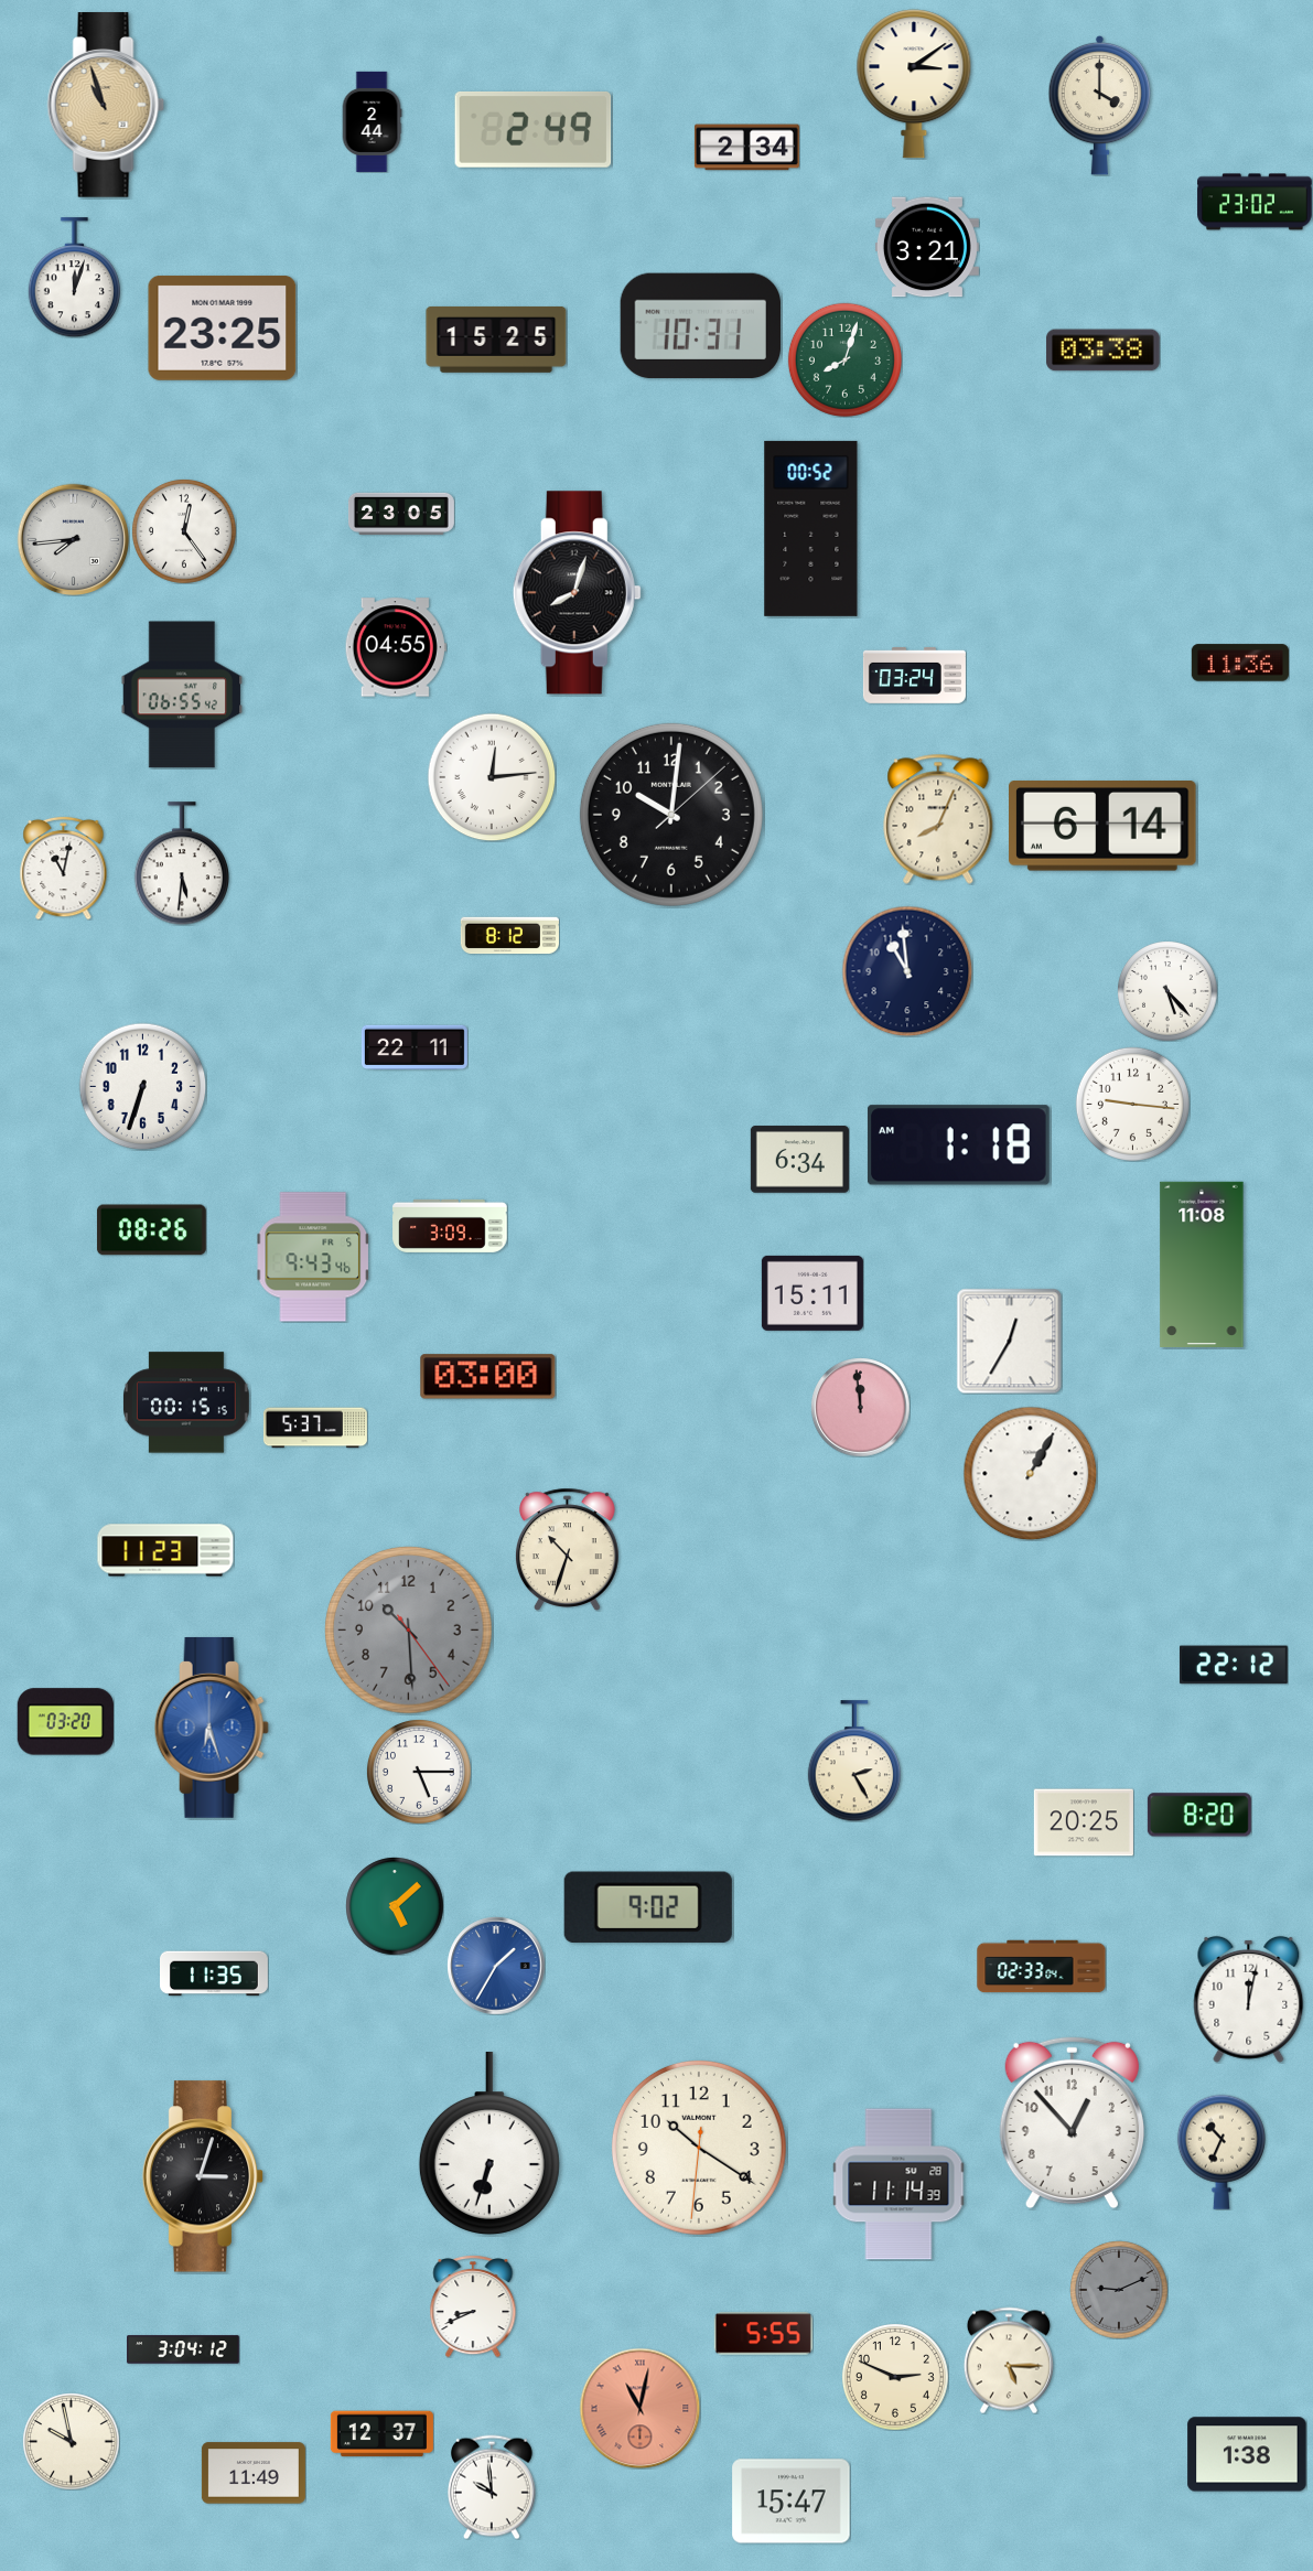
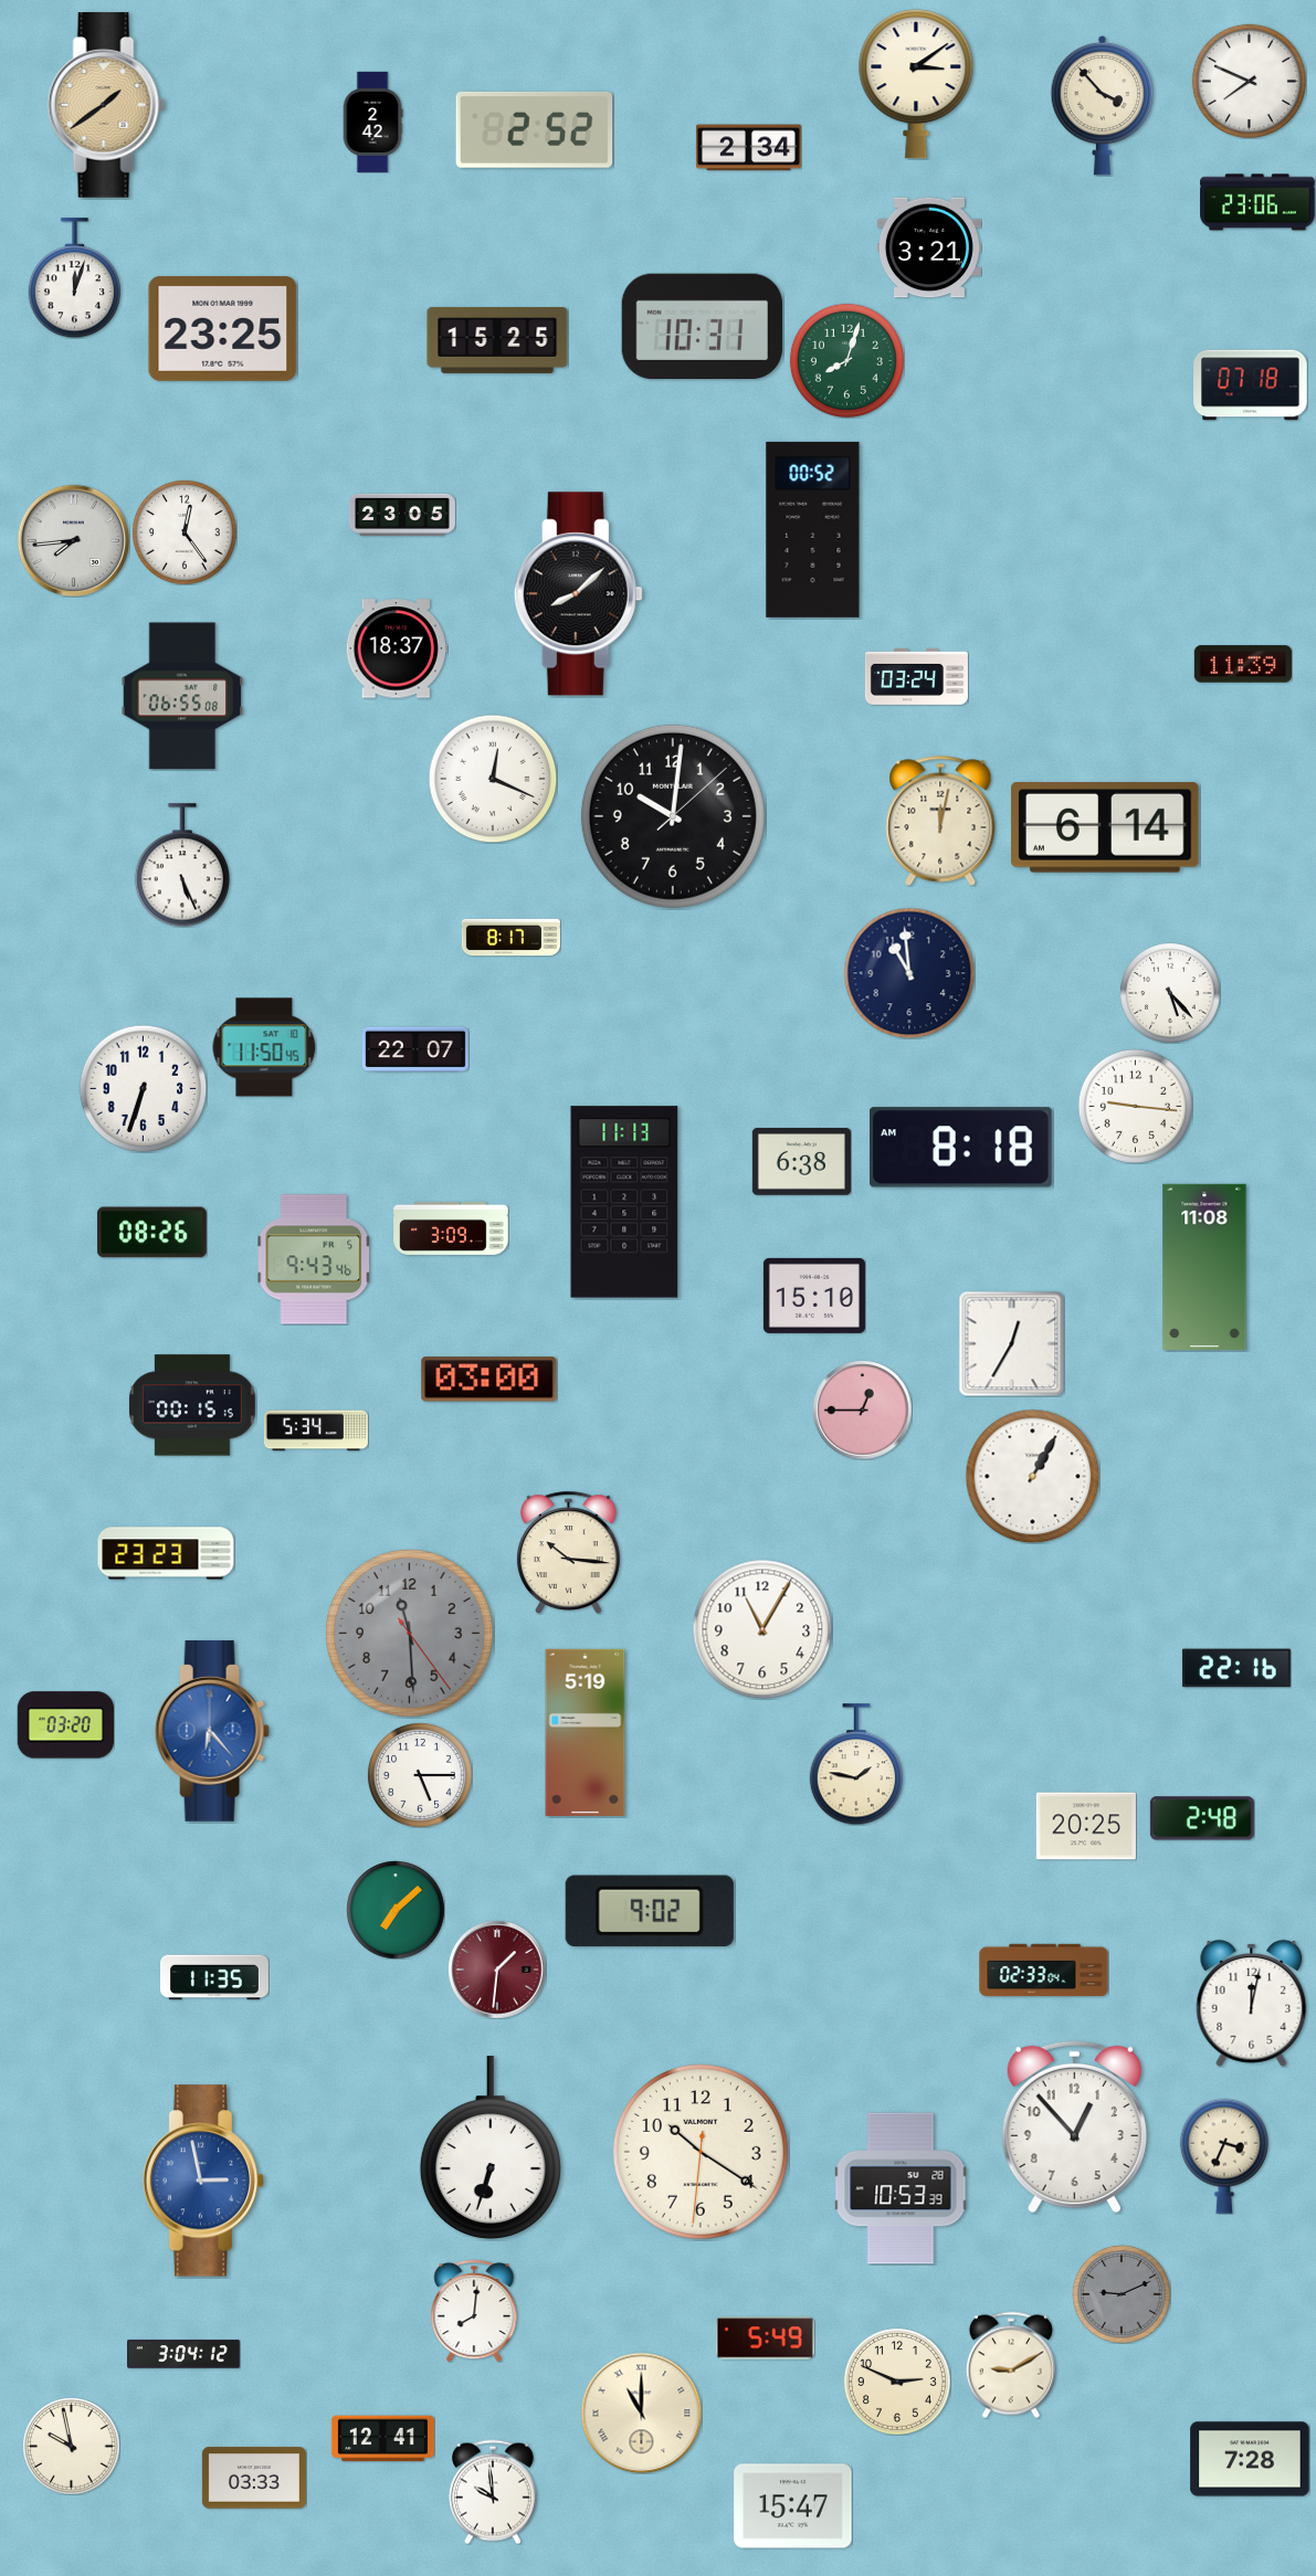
clock at (1249, 81): none -> 7:49
clock at (106, 105): 10:57 -> 1:39
clock at (1100, 105): 4:00 -> 3:53
clock at (372, 121): 2:44 -> 2:42
clock at (534, 129): 2:49 -> 2:52
clock at (1255, 202): 23:02 -> 23:06
clock at (1104, 351): 03:38 -> none
clock at (1251, 386): none -> 07:18
clock at (577, 593): 8:03 -> 8:08
clock at (396, 647): 04:55 -> 18:37
clock at (1239, 663): 11:36 -> 11:39
clock at (182, 695): 06:55:42 -> 06:55:08
clock at (492, 777): 12:14 -> 12:19
clock at (938, 819): 8:04 -> 12:02
clock at (182, 863): 5:31 -> 5:26
clock at (64, 868): 11:02 -> none
clock at (509, 936): 8:12 -> 8:17
clock at (264, 1047): none -> 11:50
clock at (415, 1047): 22:11 -> 22:07
clock at (958, 1145): 1:18 -> 8:18
clock at (799, 1160): 6:34 -> 6:38
clock at (624, 1202): none -> 11:13
clock at (812, 1293): 15:11 -> 15:10
clock at (187, 1402) position: (187, 1402) -> (193, 1405)
clock at (860, 1407): 11:59 -> 12:45
clock at (315, 1428): 5:37 -> 5:34
clock at (567, 1549): 10:33 -> 10:16
clock at (165, 1550): 11:23 -> 23:23
clock at (762, 1629): none -> 11:05
clock at (409, 1631): 10:29 -> 11:29
clock at (1234, 1665): 22:12 -> 22:16
clock at (212, 1728): 6:27 -> 6:23
clock at (586, 1732): none -> 5:19
clock at (853, 1761): 2:25 -> 1:47
clock at (1199, 1815): 8:20 -> 2:48
clock at (395, 1906): 5:08 -> 7:08
clock at (496, 1966): 1:35 -> 1:31
clock at (496, 1966) dial: blue -> burgundy
clock at (1221, 2152): 10:34 -> 3:34
clock at (203, 2176): 3:03 -> 2:58
clock at (203, 2176) dial: black -> blue
clock at (898, 2184): 11:14 -> 10:53
clock at (473, 2306): 8:41 -> 8:01
clock at (763, 2334): 5:55 -> 5:49
clock at (1009, 2360): 5:15 -> 9:10
clock at (639, 2408): 11:02 -> 11:00
clock at (639, 2408) dial: salmon -> cream
clock at (381, 2434): 12:37 -> 12:41
clock at (1247, 2454): 1:38 -> 7:28
clock at (254, 2473): 11:49 -> 03:33
